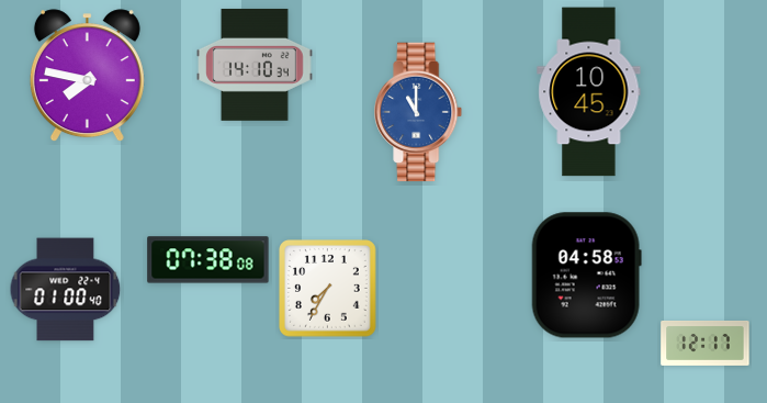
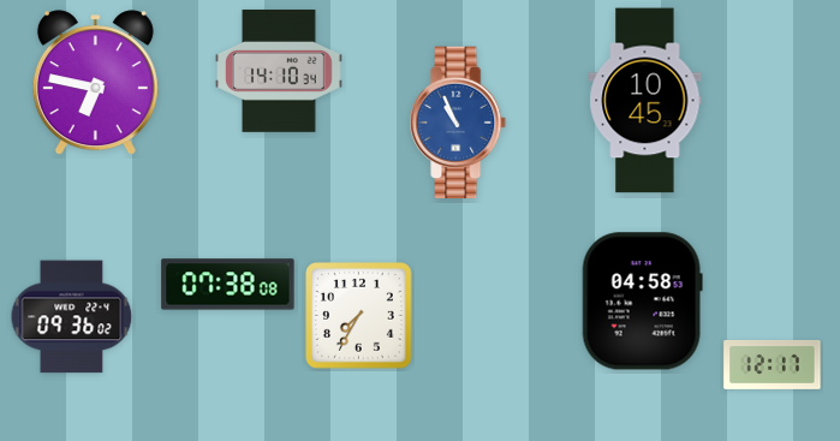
clock at (87, 76): 7:47 -> 6:47
clock at (419, 112): 11:00 -> 10:56
clock at (66, 290): 01:00 -> 09:36
clock at (706, 343) position: (706, 343) -> (773, 364)
